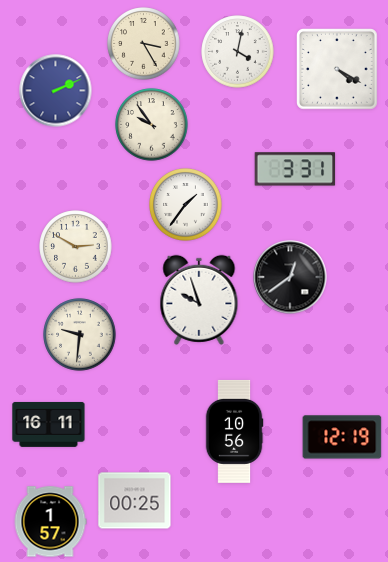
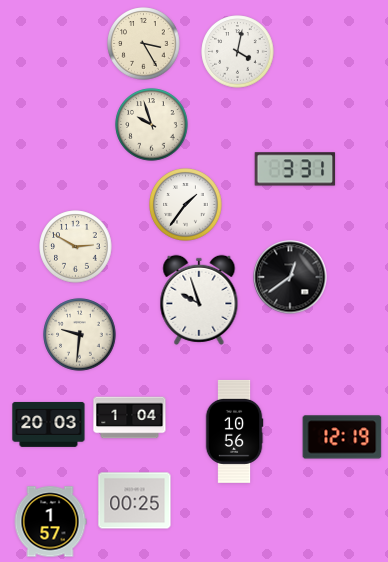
clock at (338, 70): 4:20 -> none
clock at (56, 91): 2:11 -> none
clock at (152, 125): 9:54 -> 9:57
clock at (130, 418): none -> 1:04
clock at (49, 424): 16:11 -> 20:03
